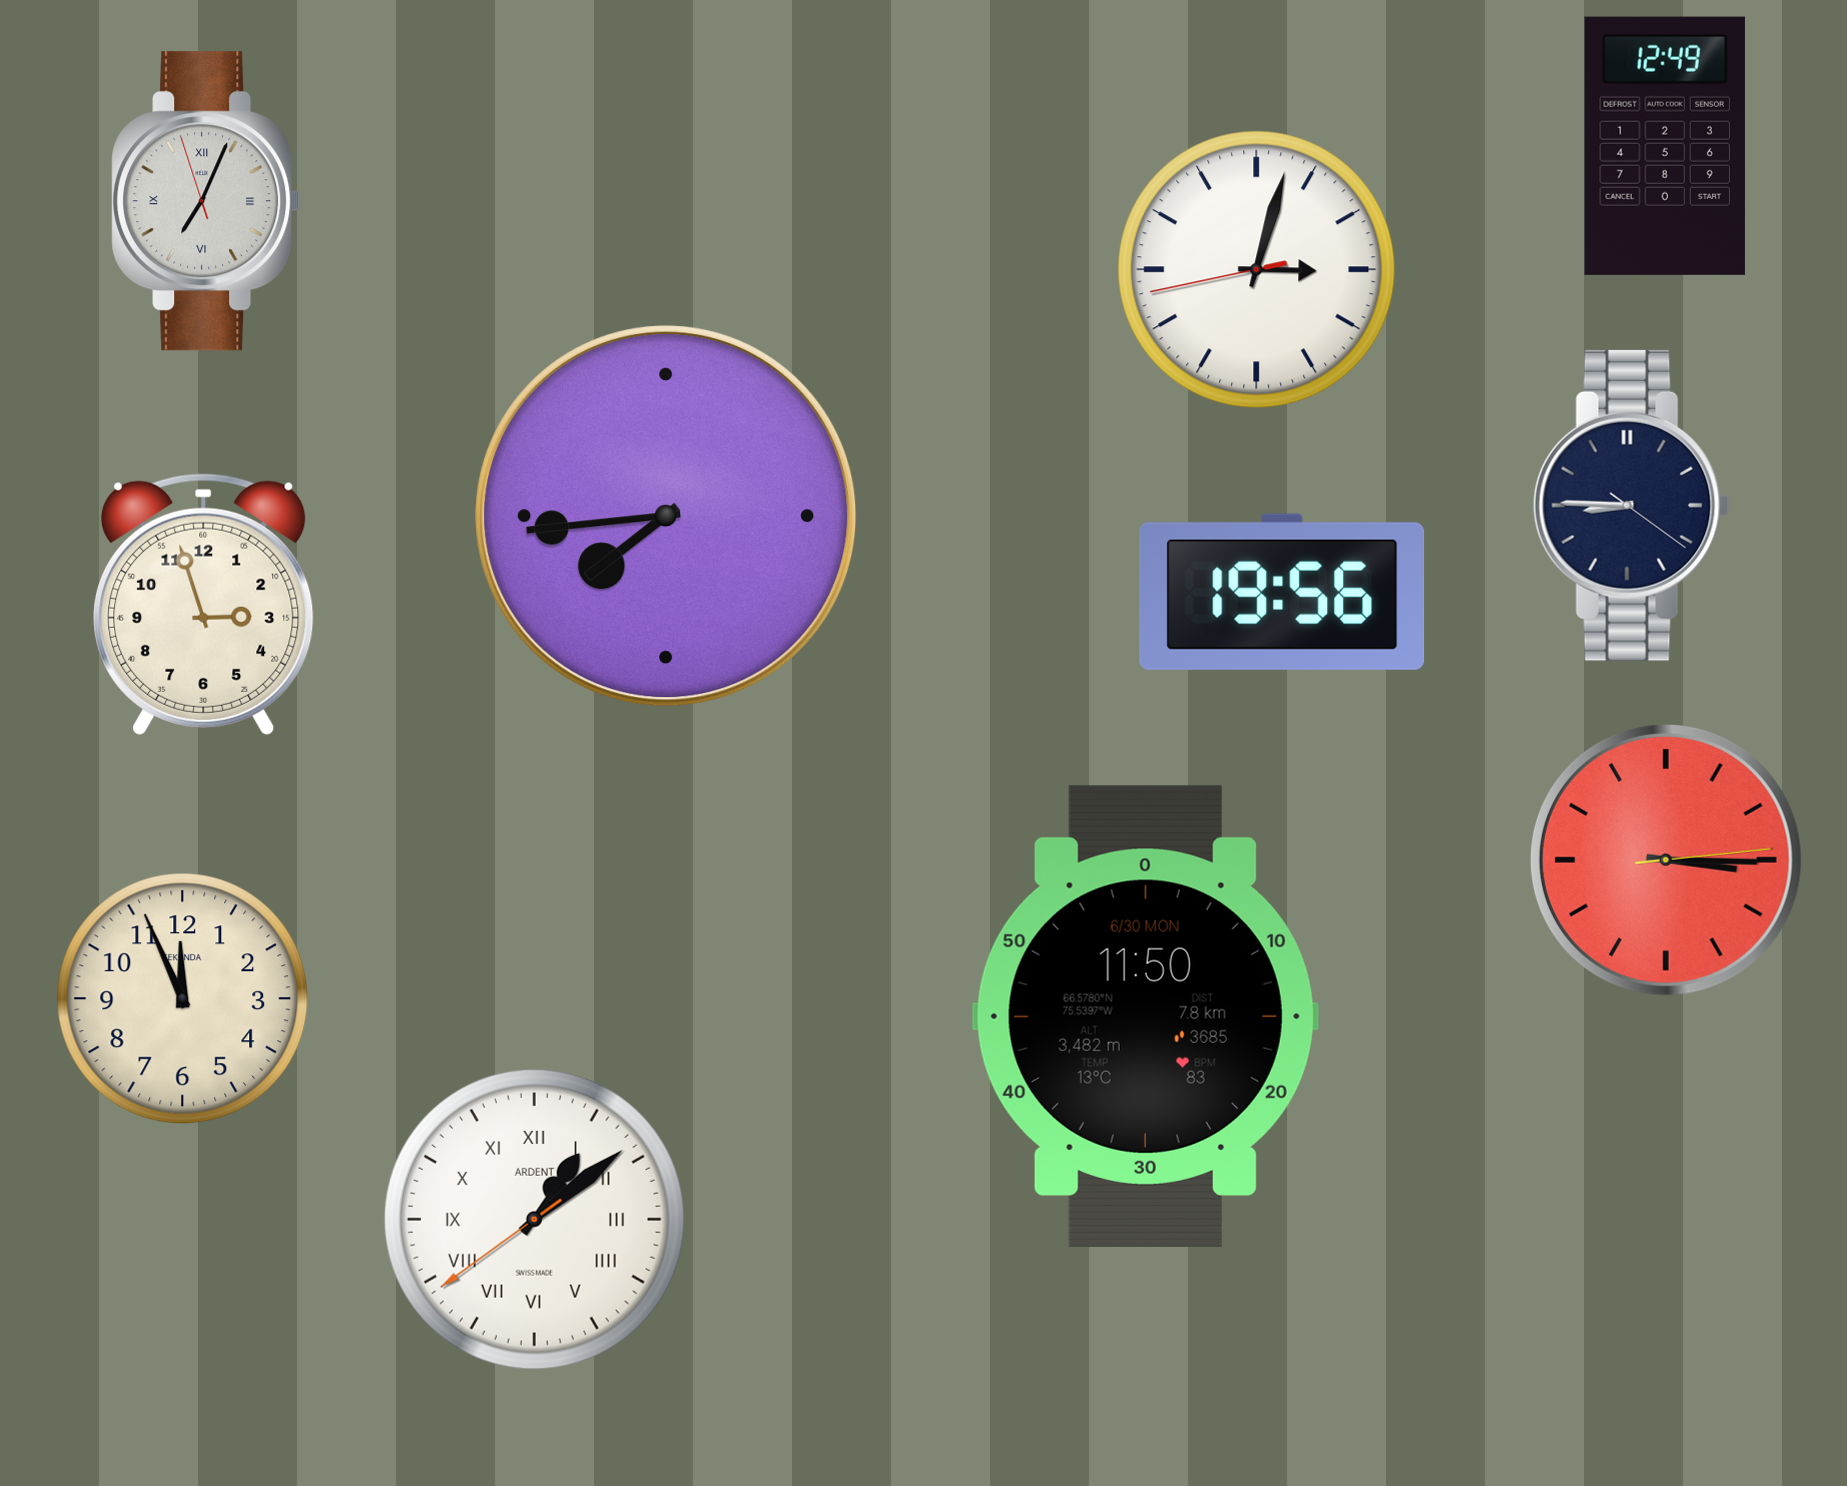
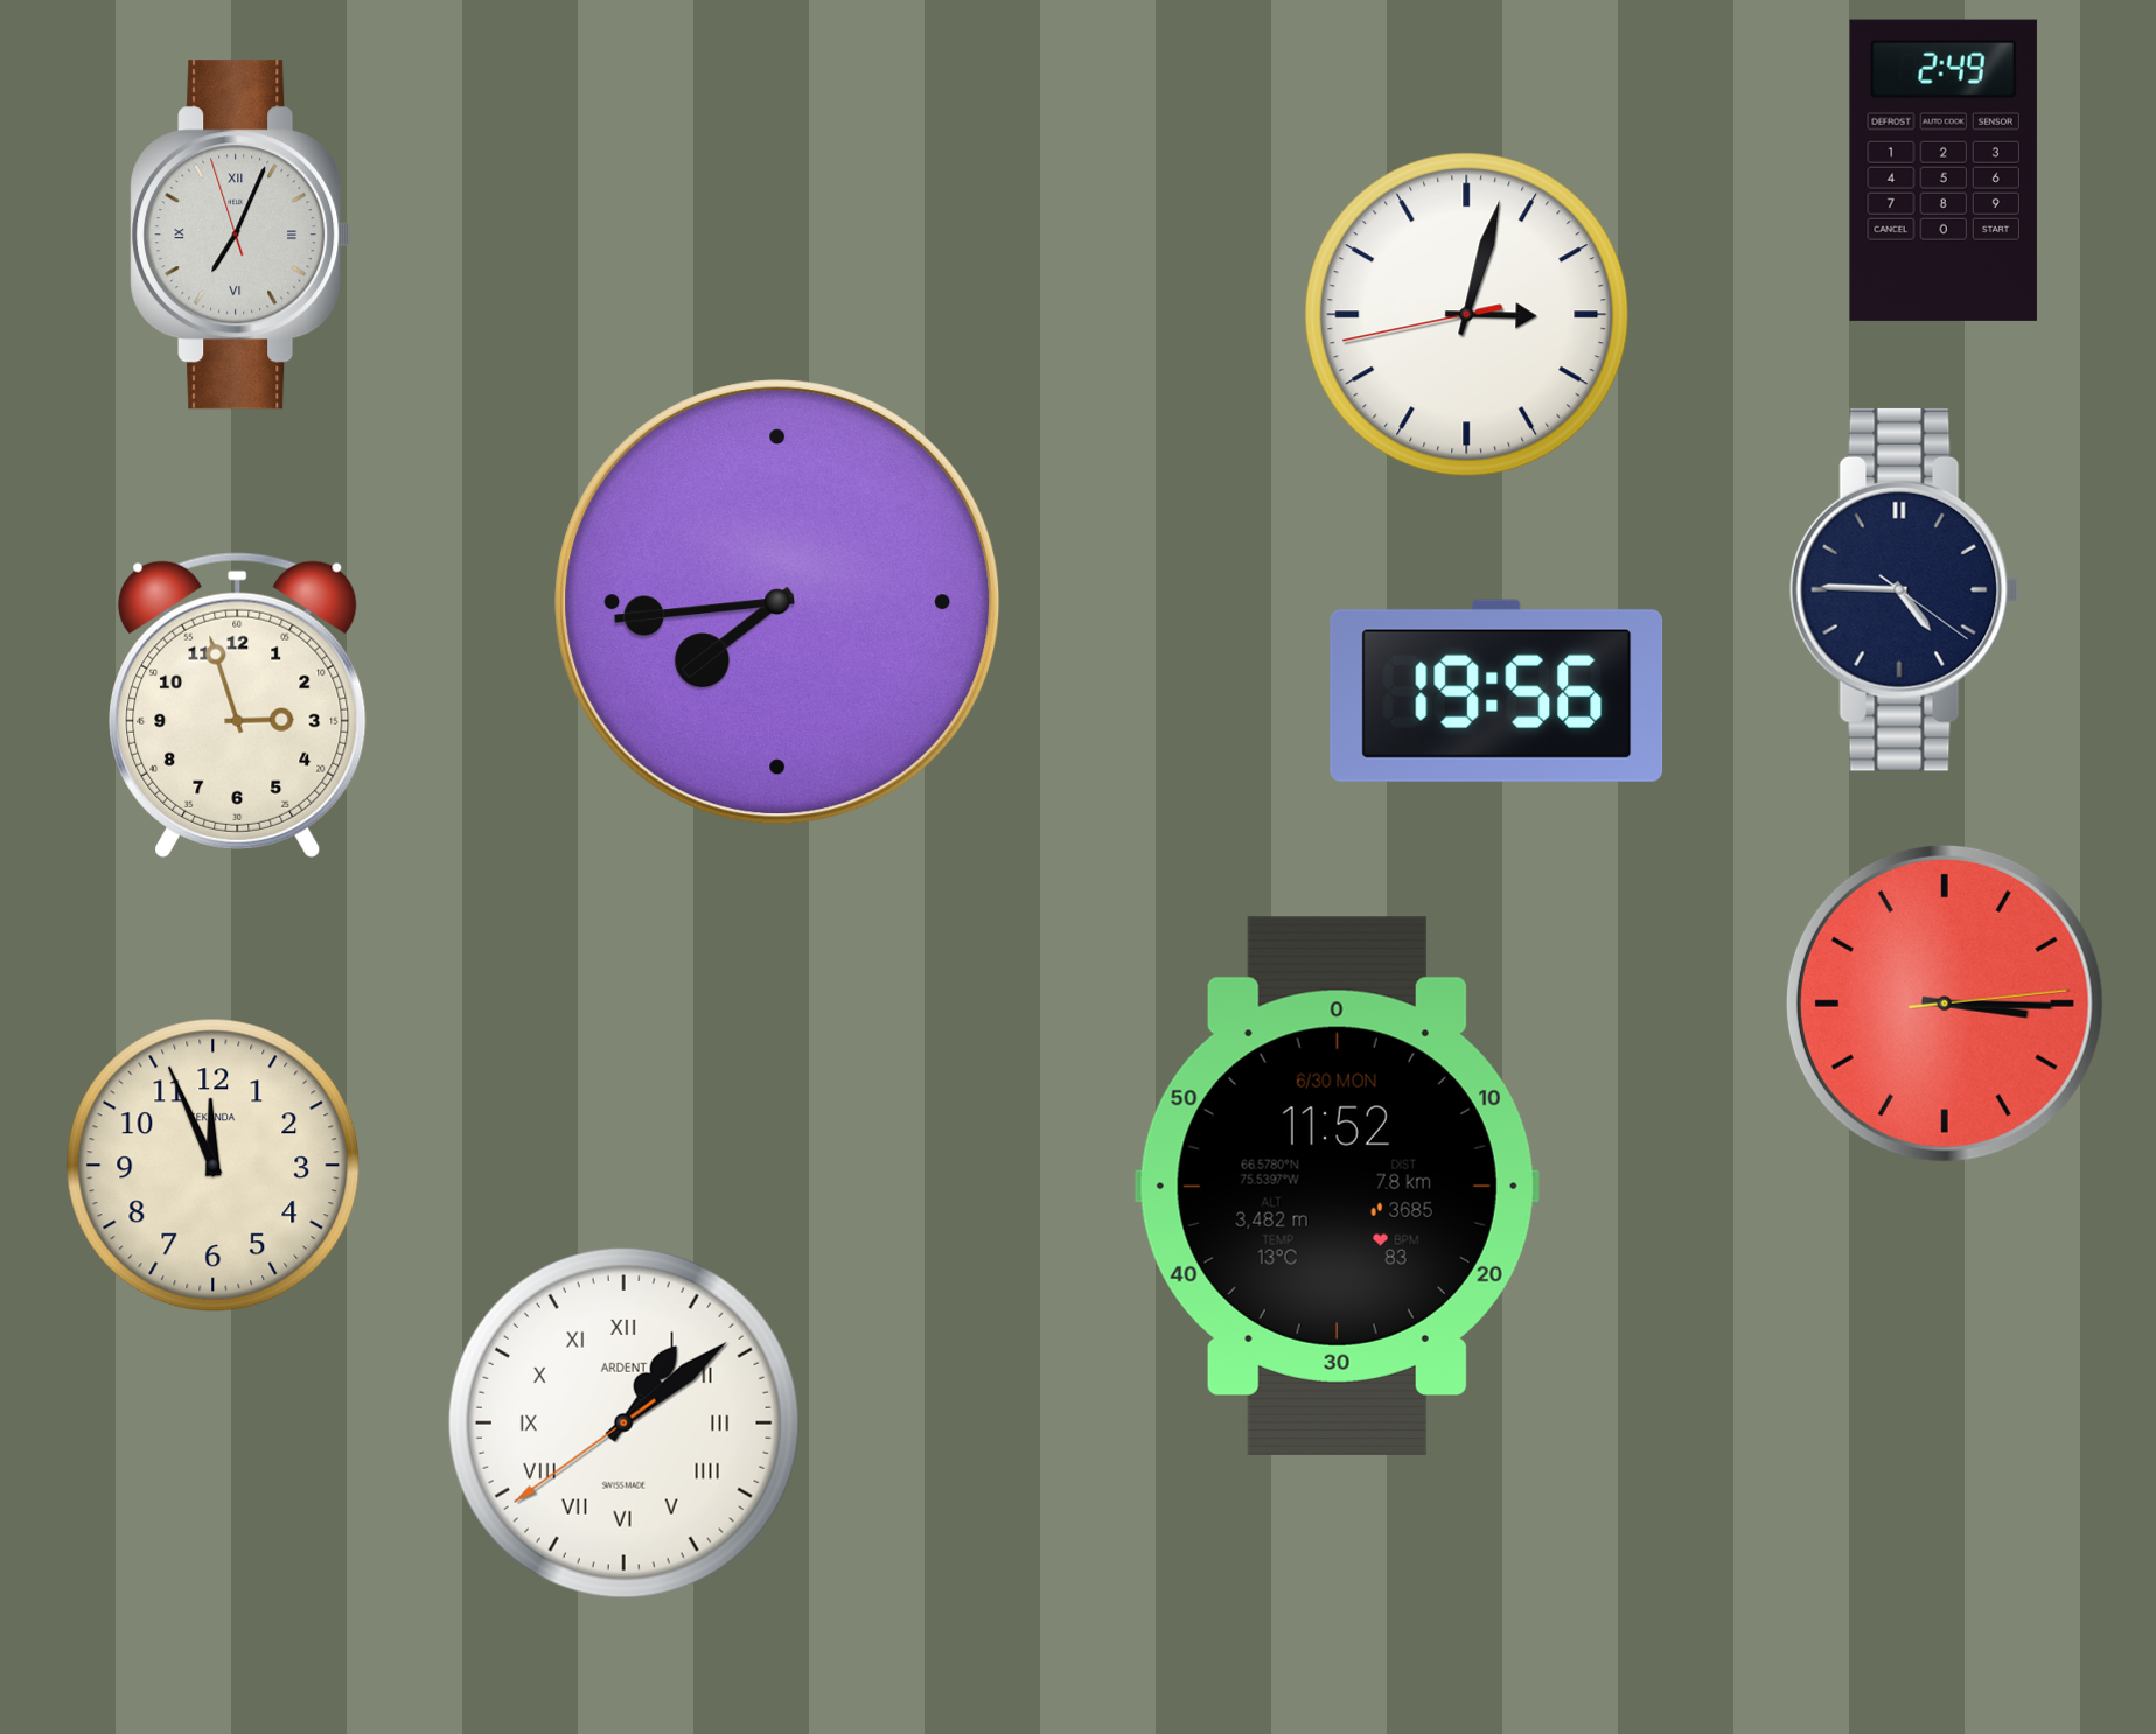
clock at (1665, 146): 12:49 -> 2:49
clock at (1631, 505): 8:45 -> 4:45
clock at (1145, 1016): 11:50 -> 11:52
